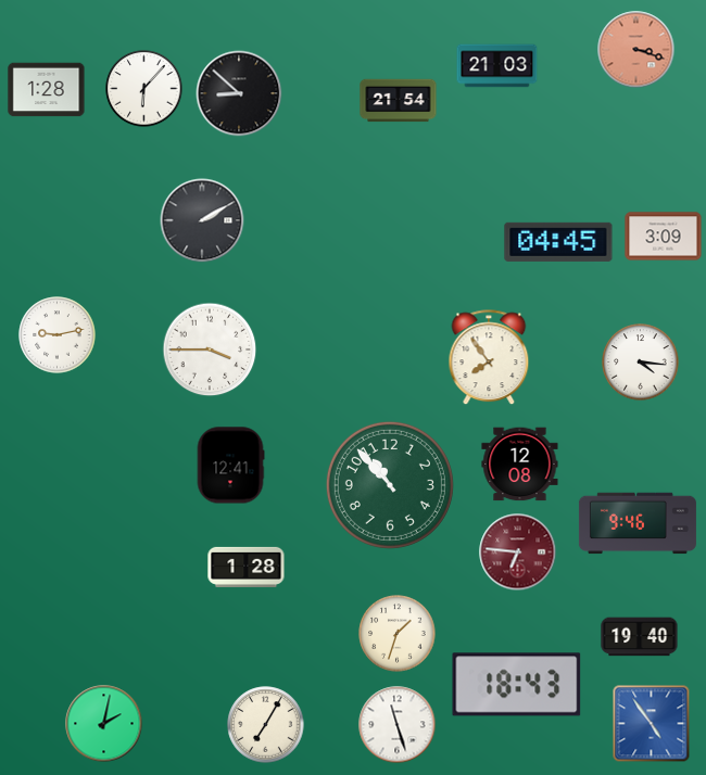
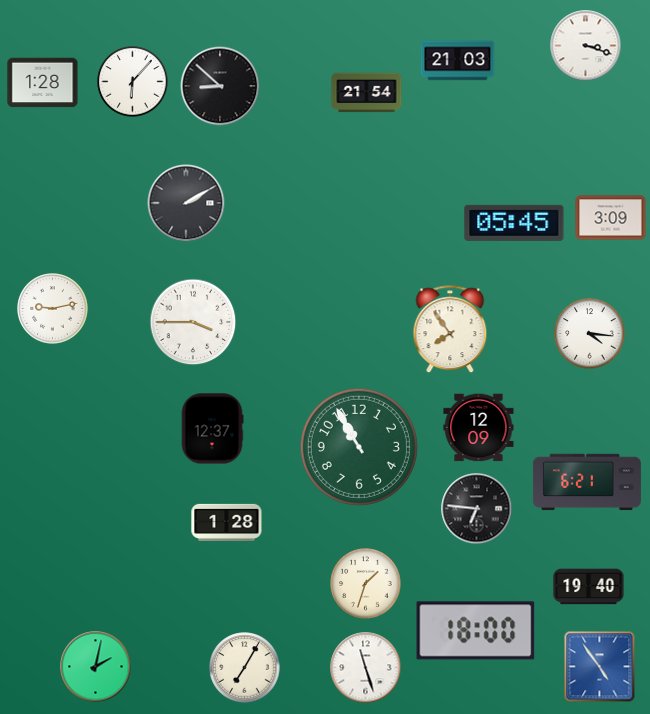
clock at (636, 50) dial: salmon -> white
clock at (558, 242): 04:45 -> 05:45
clock at (520, 465): 12:08 -> 12:09
clock at (230, 466): 12:41 -> 12:37
clock at (390, 485): 10:53 -> 10:55
clock at (638, 523): 9:46 -> 6:21
clock at (518, 552) dial: burgundy -> black
clock at (517, 685): 18:43 -> 18:00
